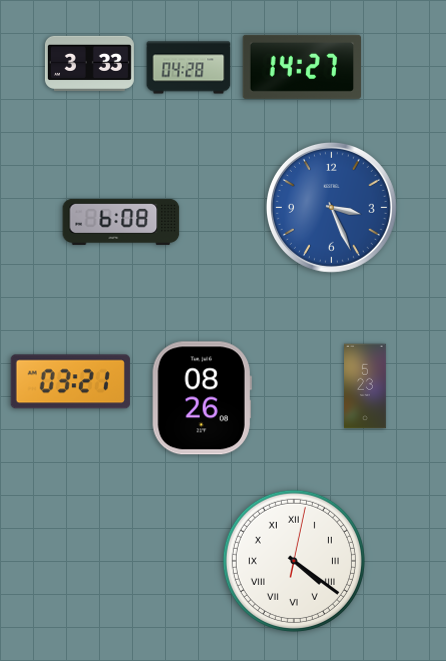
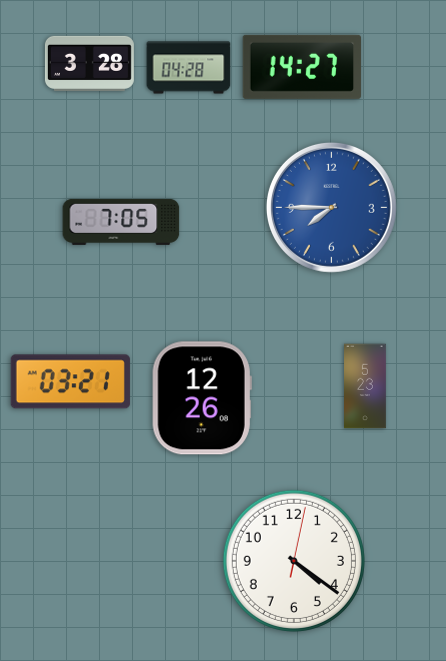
clock at (89, 63): 3:33 -> 3:28
clock at (331, 207): 3:26 -> 7:45
clock at (121, 222): 6:08 -> 7:05
clock at (202, 398): 08:26 -> 12:26
clock at (294, 561) numerals: Roman -> Arabic
